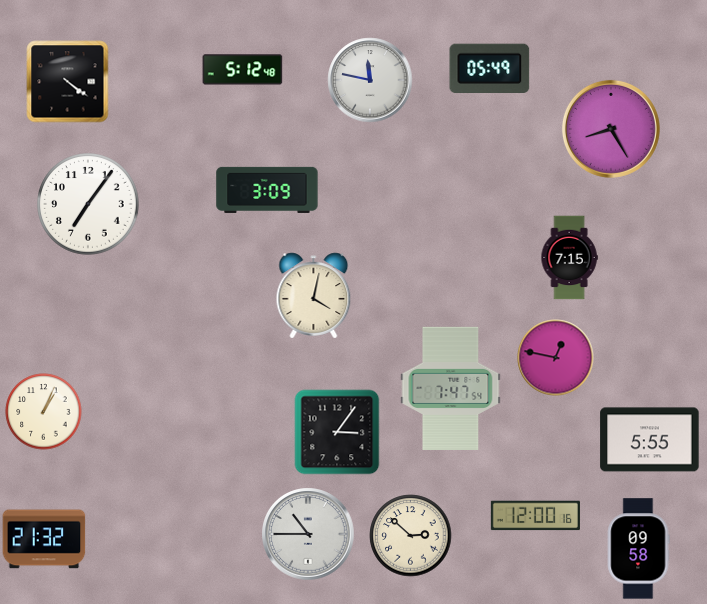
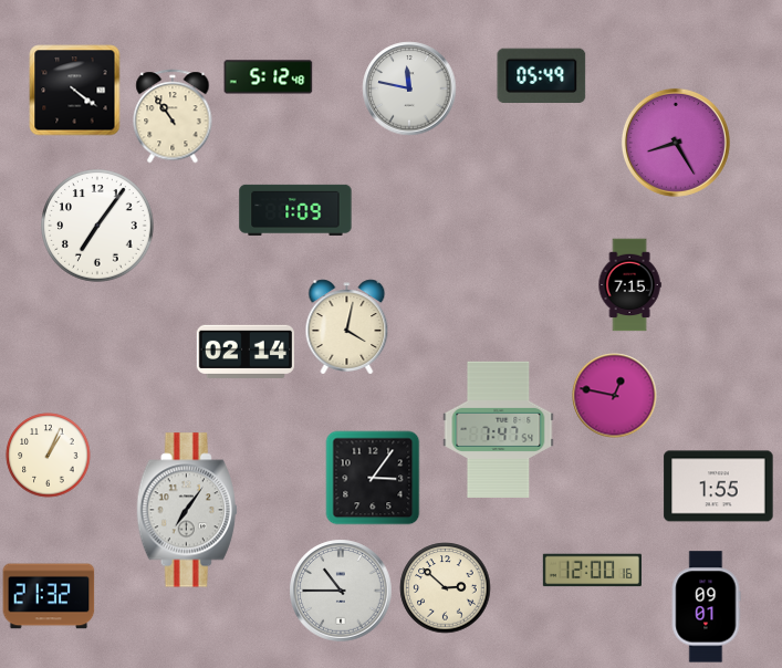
clock at (173, 116): none -> 10:54
clock at (267, 190): 3:09 -> 1:09
clock at (246, 352): none -> 02:14
clock at (650, 440): 5:55 -> 1:55
clock at (187, 510): none -> 7:06
clock at (411, 536) position: (411, 536) -> (446, 588)
clock at (638, 549): 09:58 -> 09:01
